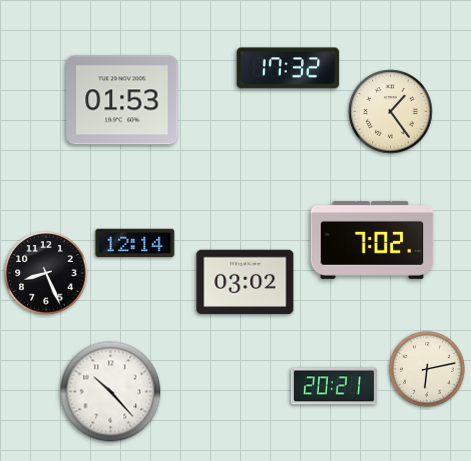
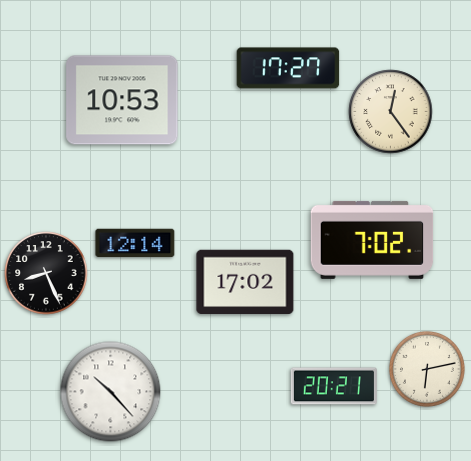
clock at (288, 68): 17:32 -> 17:27
clock at (122, 100): 01:53 -> 10:53
clock at (391, 112): 1:24 -> 12:24
clock at (245, 282): 03:02 -> 17:02
